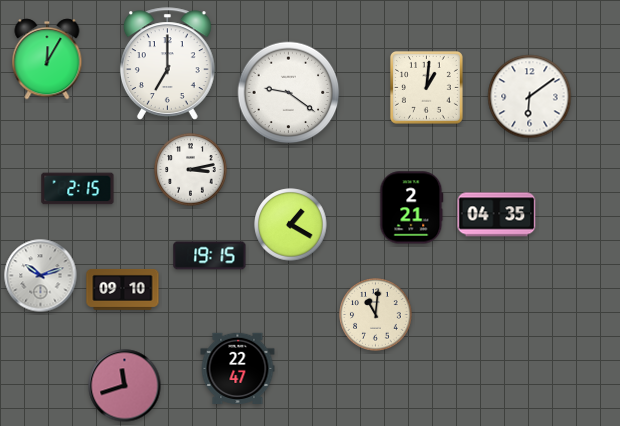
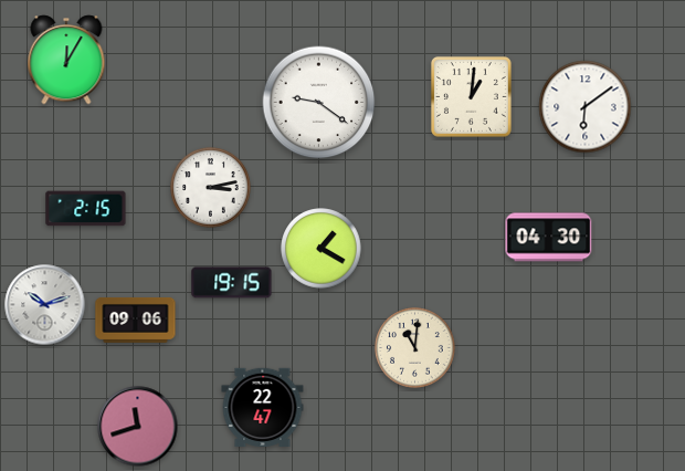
clock at (47, 59) position: (47, 59) -> (66, 60)
clock at (167, 64): 7:00 -> none
clock at (412, 208): 2:21 -> none
clock at (497, 215): 04:35 -> 04:30
clock at (123, 289): 09:10 -> 09:06
